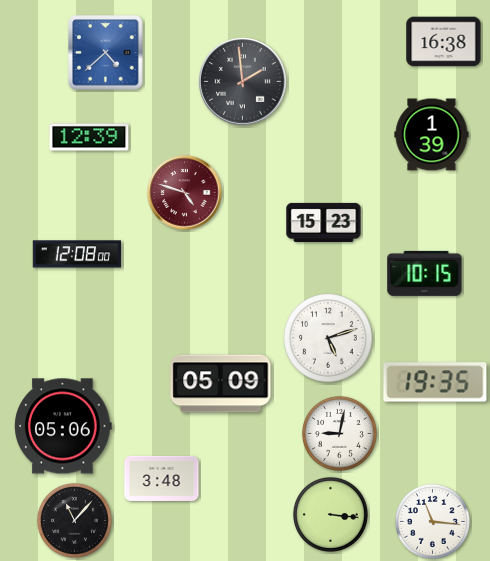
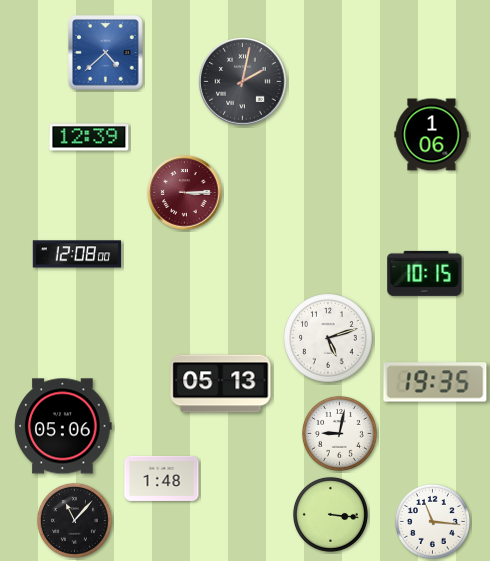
clock at (444, 42): 16:38 -> none
clock at (243, 82): 1:59 -> 2:02
clock at (432, 135): 1:39 -> 1:06
clock at (185, 193): 4:48 -> 3:15
clock at (324, 222): 15:23 -> none
clock at (221, 384): 05:09 -> 05:13
clock at (162, 478): 3:48 -> 1:48
